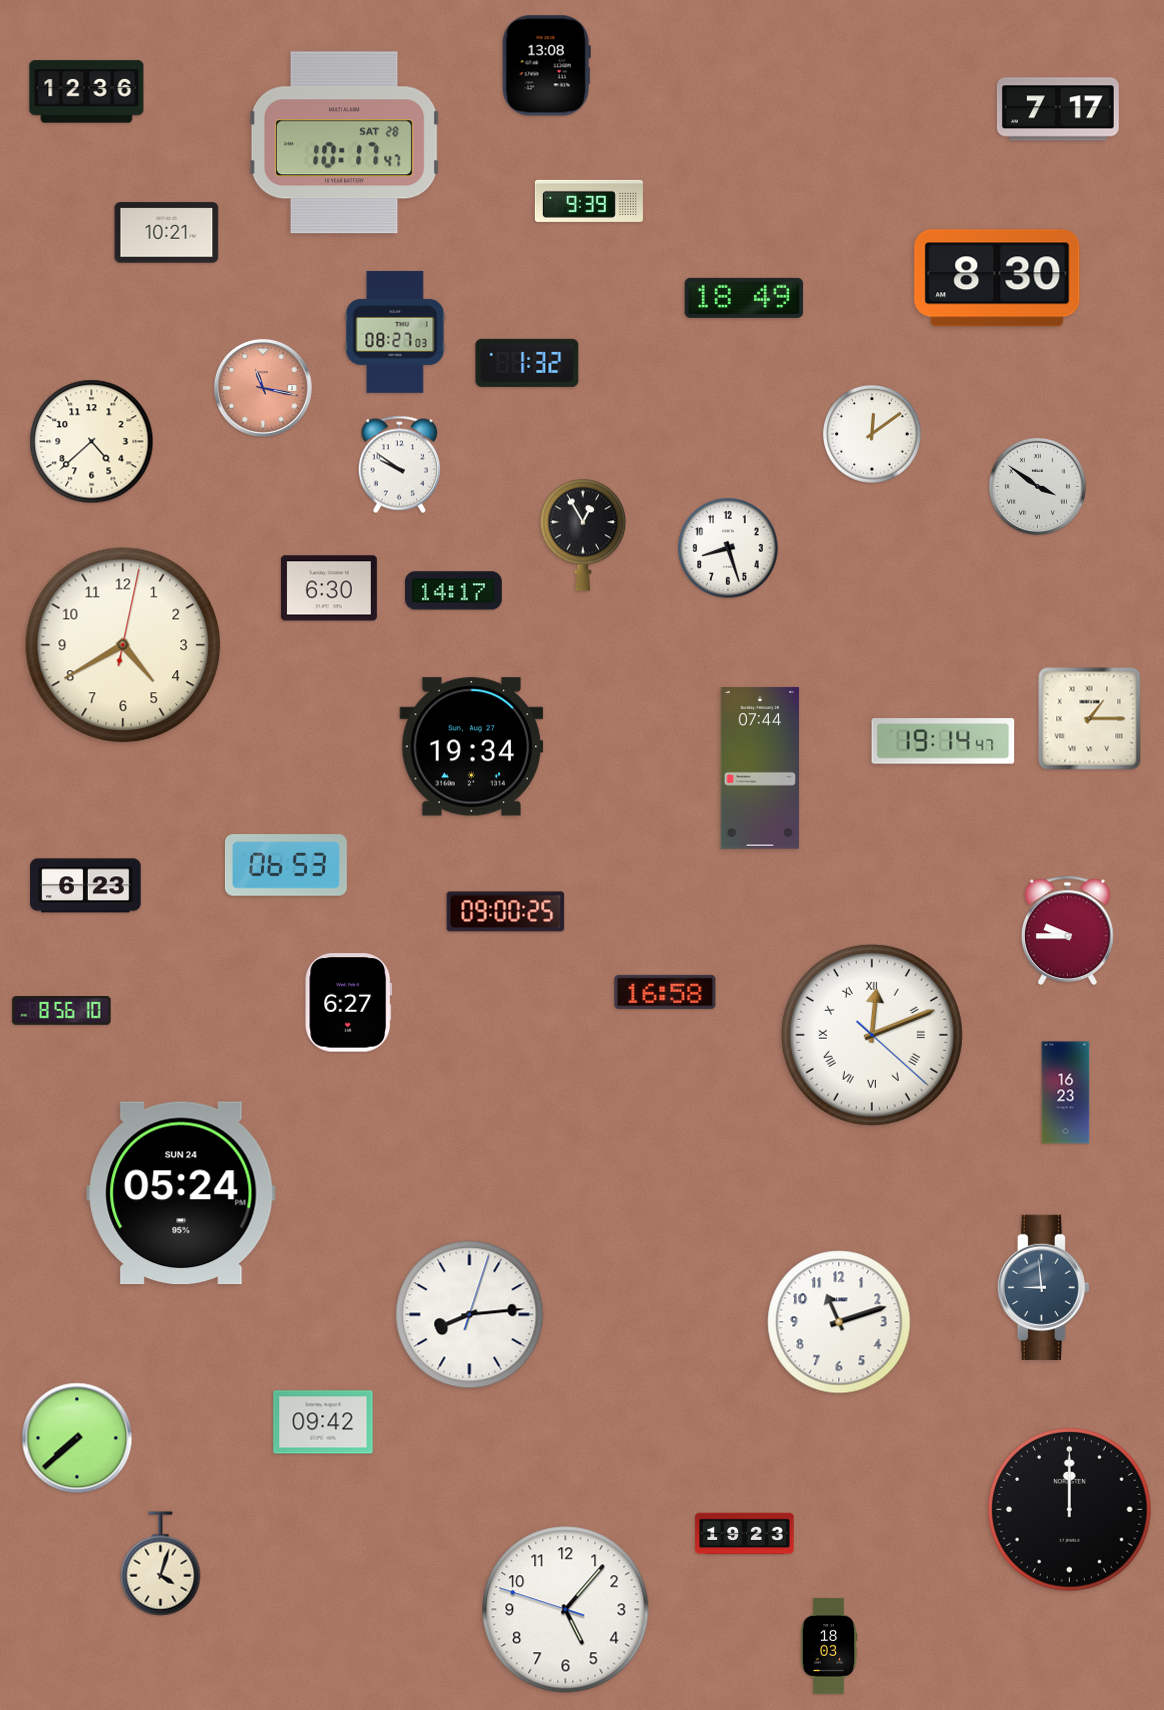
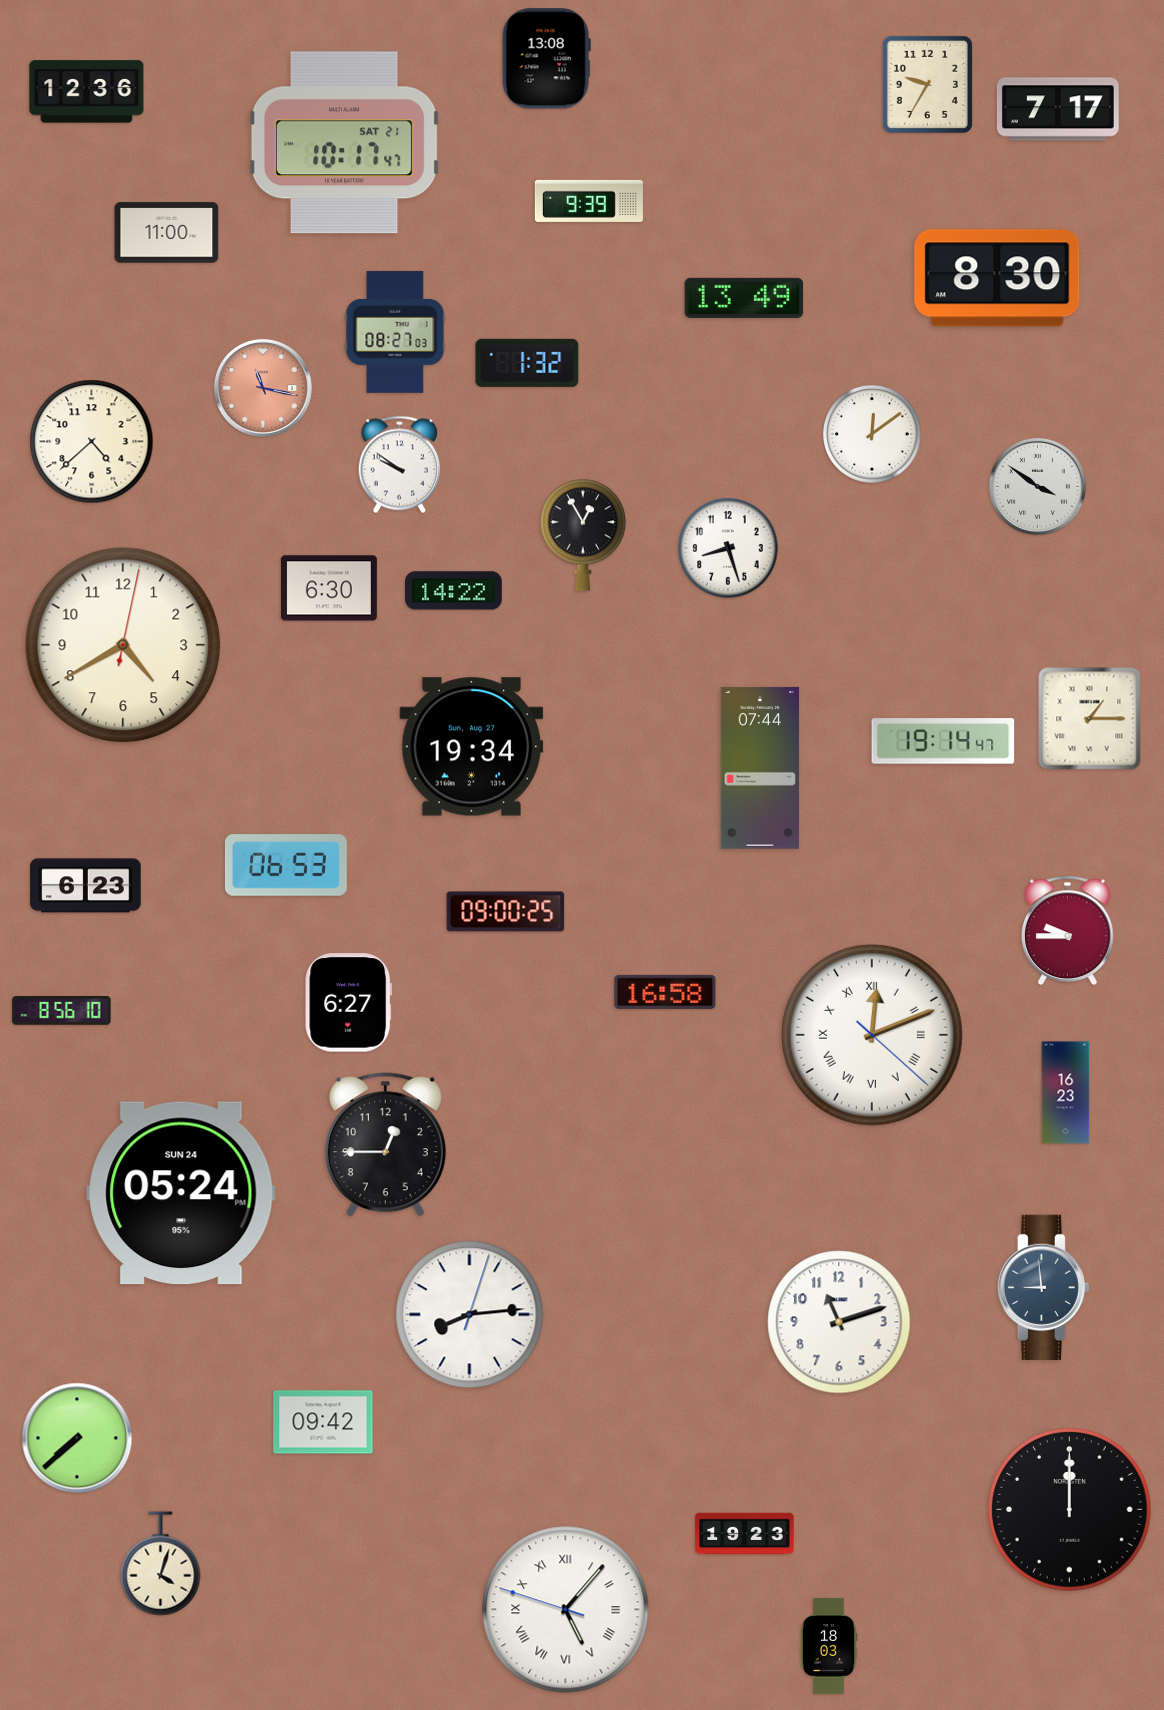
clock at (546, 66) position: (546, 66) -> (546, 59)
clock at (927, 84): none -> 9:35
clock at (345, 143) date: SAT 28 -> SAT 21
clock at (167, 233): 10:21 -> 11:00
clock at (744, 298): 18:49 -> 13:49
clock at (454, 591): 14:17 -> 14:22
clock at (385, 1145): none -> 12:45
clock at (566, 1610) numerals: Arabic -> Roman
